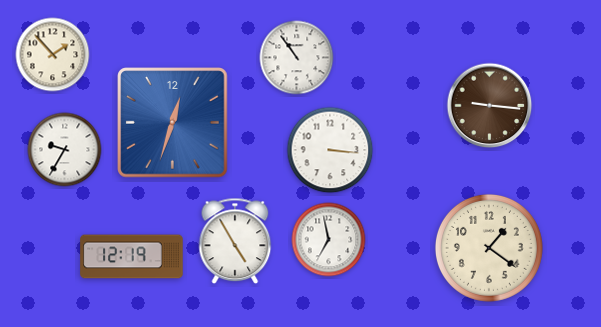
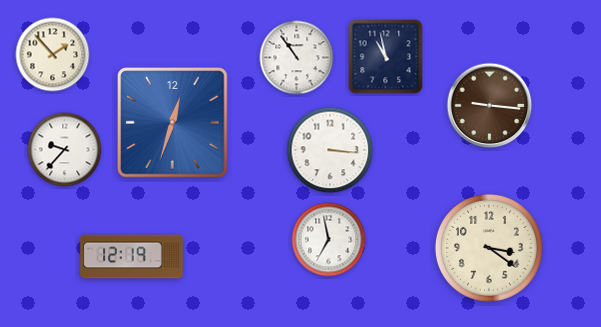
clock at (386, 57): none -> 10:58
clock at (65, 150): 9:35 -> 9:37
clock at (235, 241): 4:55 -> none
clock at (489, 248): 1:21 -> 3:21
